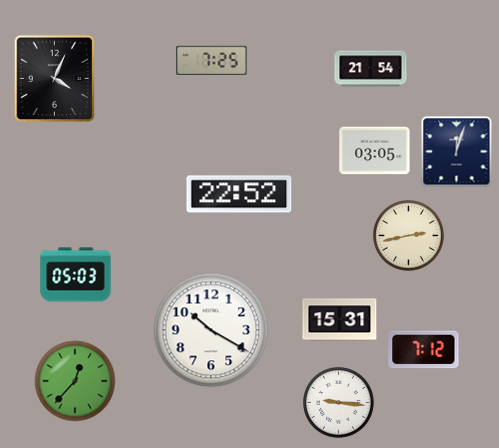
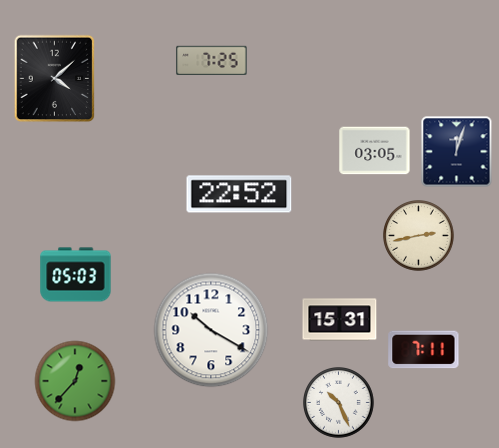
clock at (371, 69): 21:54 -> none
clock at (55, 79): 4:04 -> 4:08
clock at (409, 236) position: (409, 236) -> (419, 236)
clock at (424, 350): 7:12 -> 7:11
clock at (339, 403): 9:16 -> 10:26
